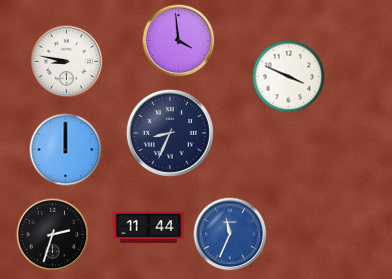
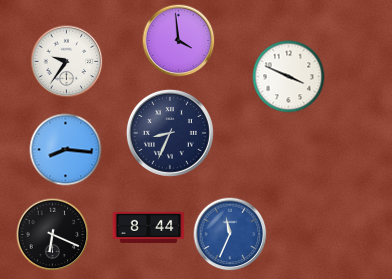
clock at (67, 62): 8:47 -> 9:36
clock at (66, 150): 12:00 -> 8:16
clock at (149, 227): 11:44 -> 8:44
clock at (53, 235): 2:33 -> 6:19
